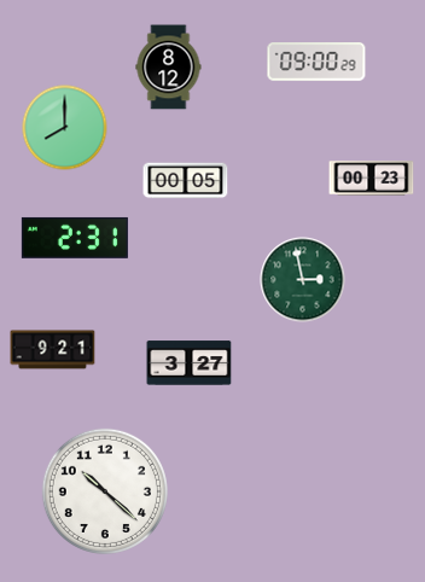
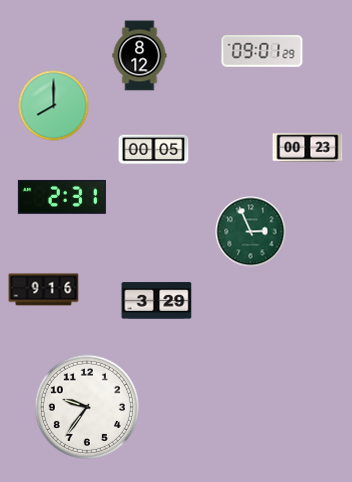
clock at (316, 63): 09:00 -> 09:01
clock at (303, 280): 2:58 -> 2:56
clock at (53, 350): 9:21 -> 9:16
clock at (190, 363): 3:27 -> 3:29
clock at (105, 491): 10:22 -> 9:36
